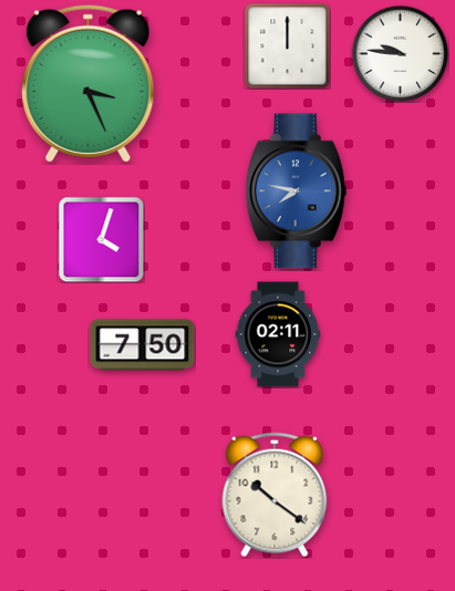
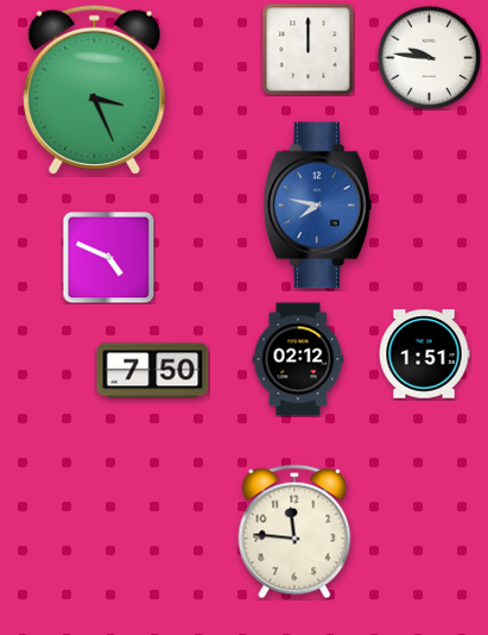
clock at (101, 239): 4:03 -> 4:49
clock at (424, 354): none -> 1:51
clock at (278, 334): 02:11 -> 02:12
clock at (275, 495): 10:21 -> 11:46
